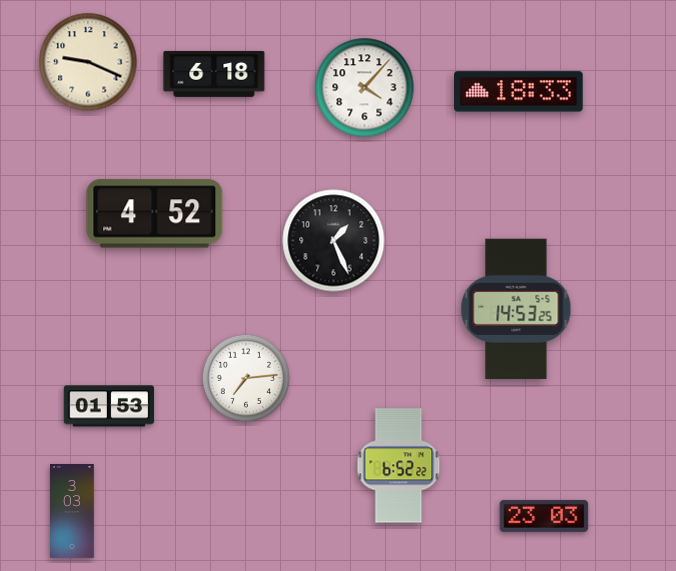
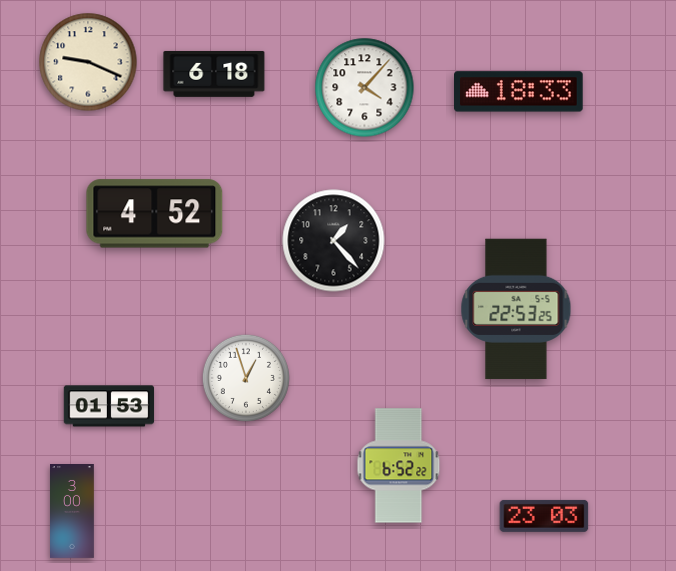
clock at (334, 241): 1:26 -> 1:23
clock at (516, 309): 14:53 -> 22:53
clock at (246, 378): 7:14 -> 12:57
clock at (73, 512): 3:03 -> 3:00
